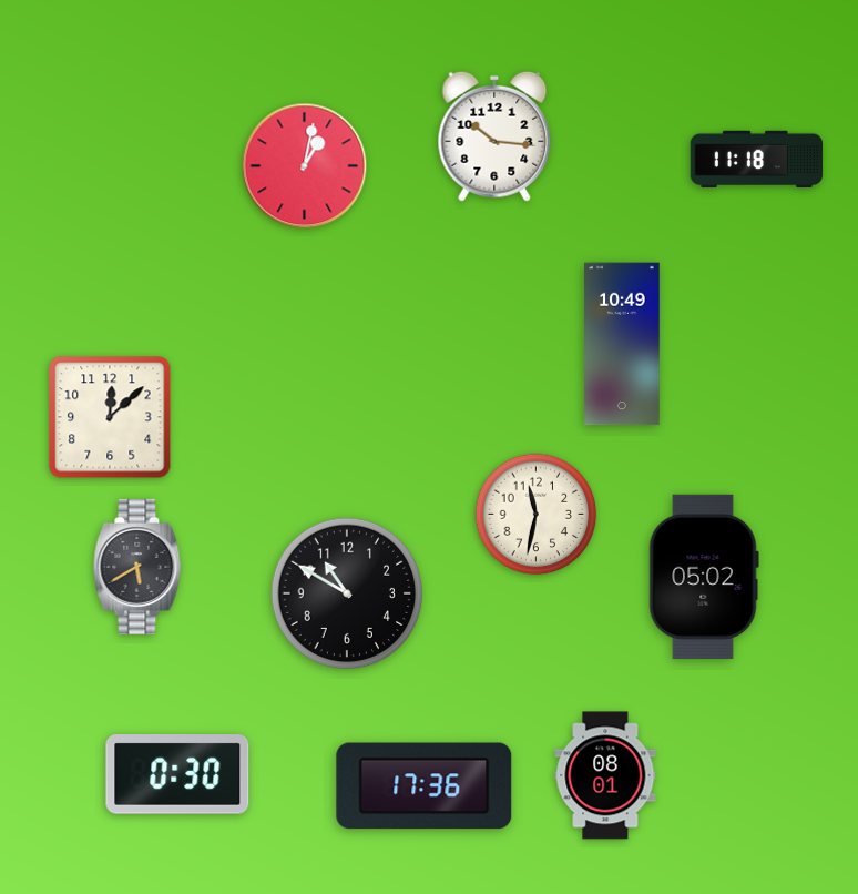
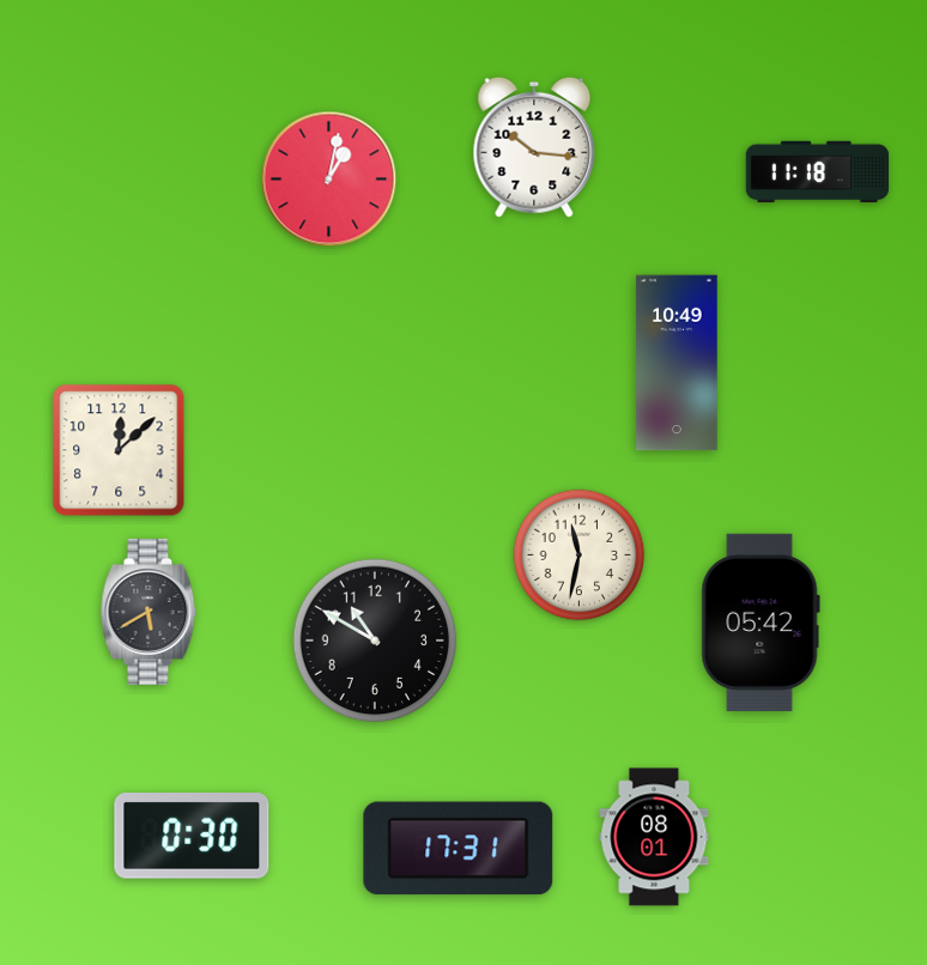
clock at (622, 344) position: (622, 344) -> (677, 363)
clock at (704, 577): 05:02 -> 05:42
clock at (425, 786): 17:36 -> 17:31
